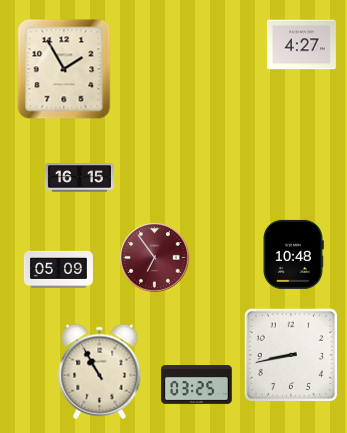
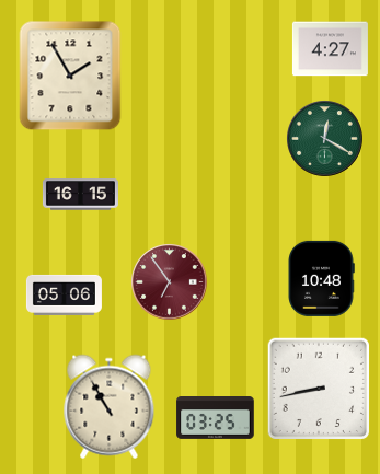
clock at (325, 139): none -> 12:20
clock at (79, 178) position: (79, 178) -> (80, 195)
clock at (58, 269): 05:09 -> 05:06
clock at (197, 385) position: (197, 385) -> (216, 418)
